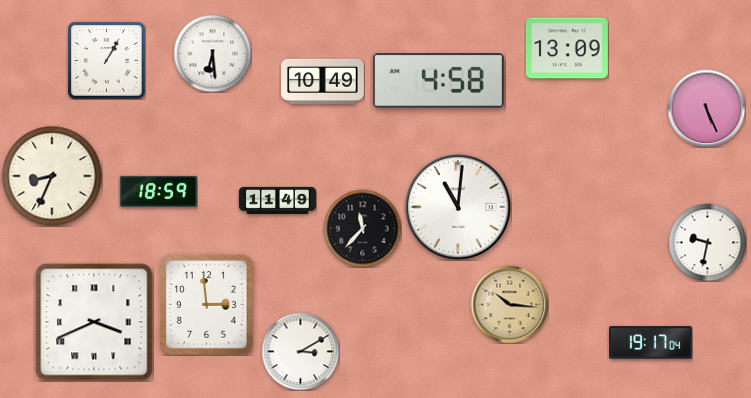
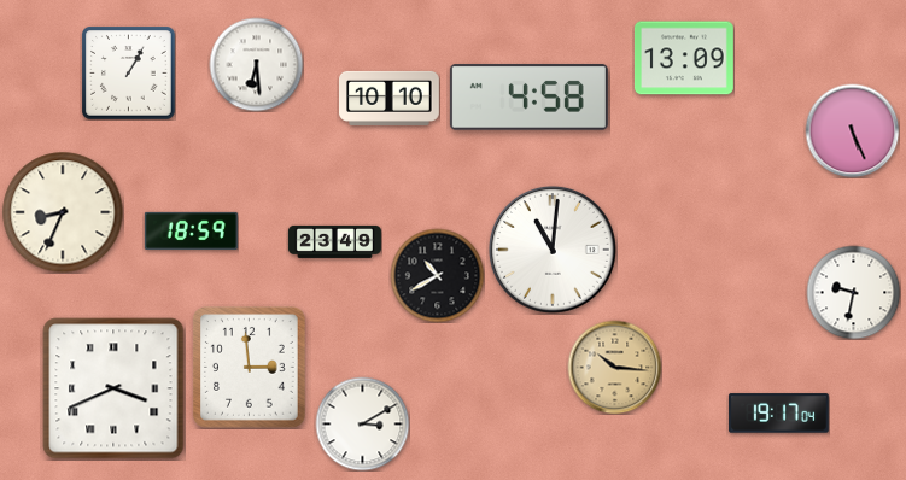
clock at (323, 81): 10:49 -> 10:10
clock at (277, 200): 11:49 -> 23:49
clock at (362, 228): 11:37 -> 10:40
clock at (651, 343) position: (651, 343) -> (779, 414)
